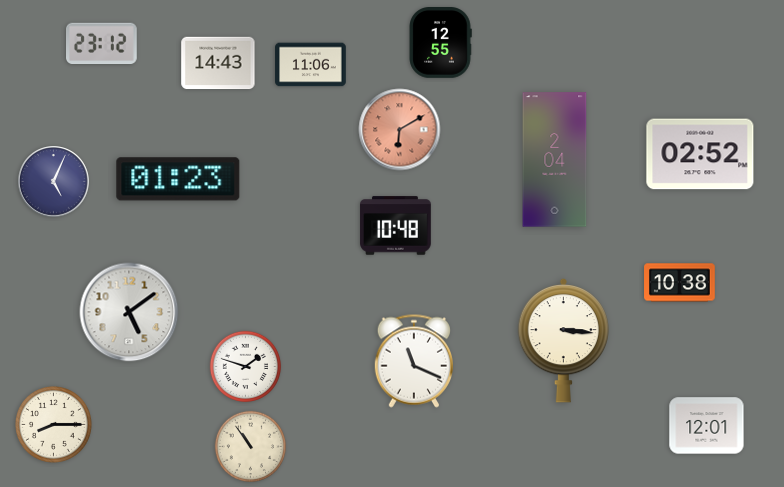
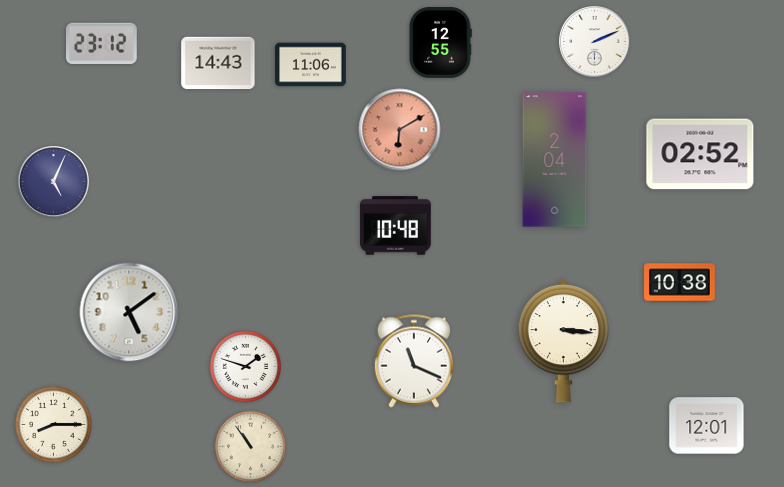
clock at (595, 42): none -> 2:11
clock at (178, 179): 01:23 -> none
